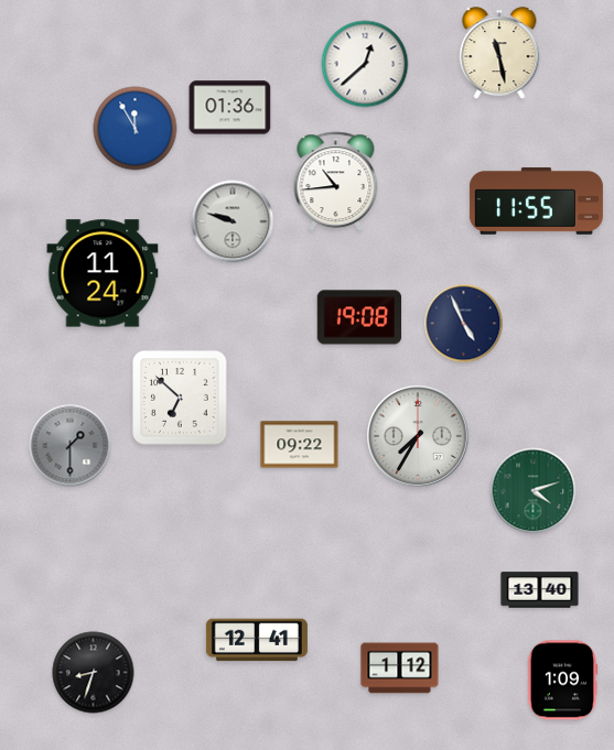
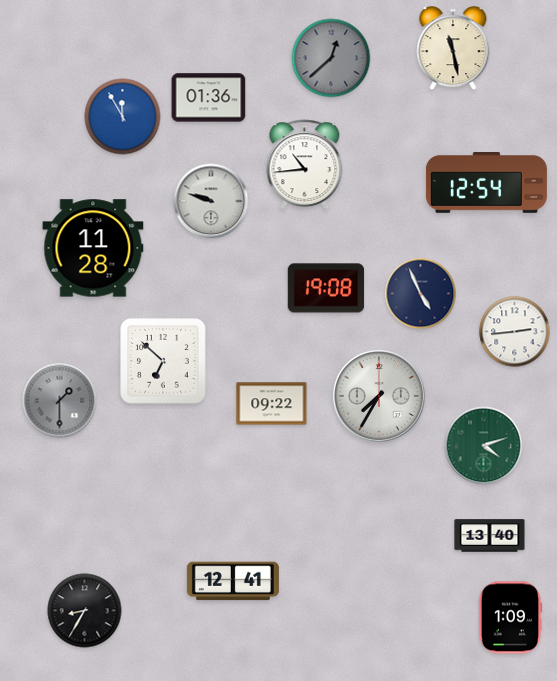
clock at (365, 64) dial: white -> grey
clock at (536, 202): 11:55 -> 12:54
clock at (103, 273): 11:24 -> 11:28
clock at (515, 332): none -> 2:44
clock at (71, 446) position: (71, 446) -> (60, 401)
clock at (400, 669): 1:12 -> none
clock at (94, 673): 8:33 -> 8:35
